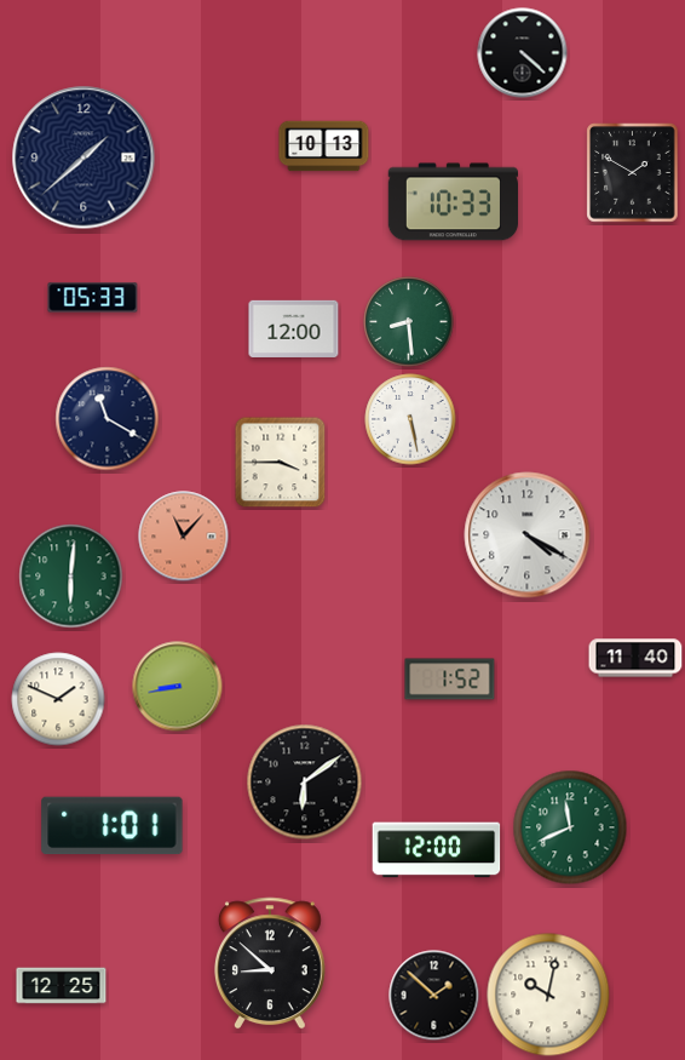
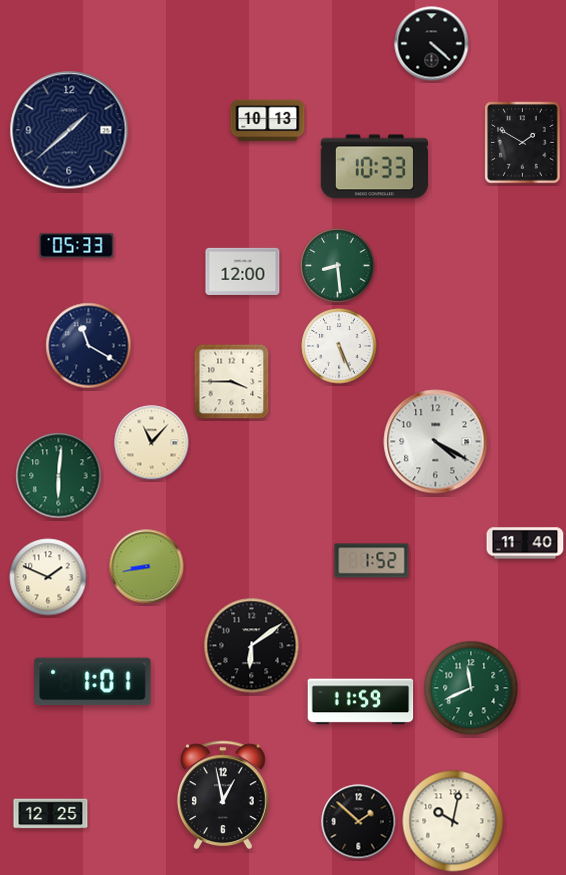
clock at (410, 419): 5:28 -> 5:26
clock at (184, 537) dial: salmon -> cream
clock at (570, 827) position: (570, 827) -> (471, 688)
clock at (437, 850): 12:00 -> 11:59
clock at (270, 963): 8:52 -> 12:58
